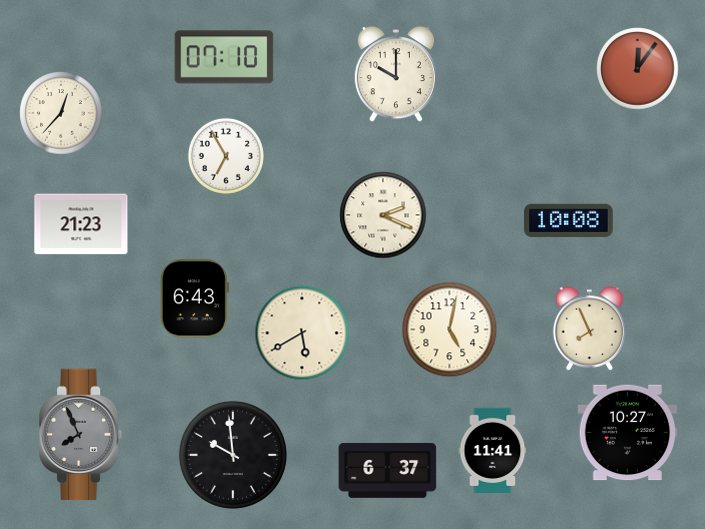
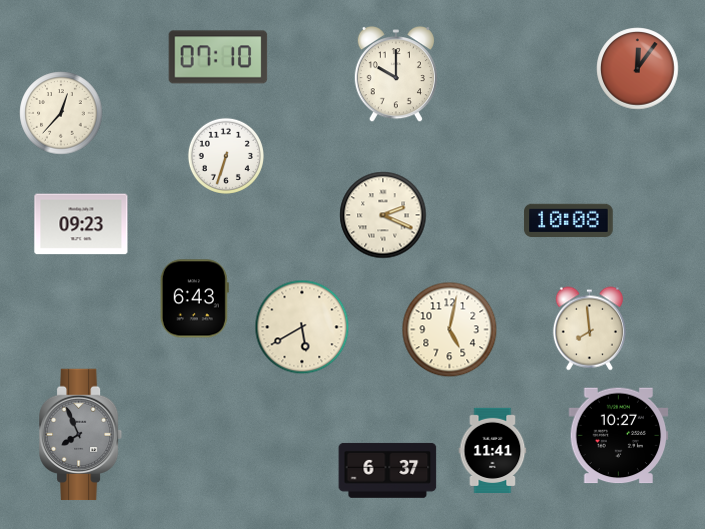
clock at (224, 57) position: (224, 57) -> (218, 57)
clock at (226, 156): 6:55 -> 6:33
clock at (81, 224): 21:23 -> 09:23
clock at (589, 329): 7:56 -> 7:59
clock at (302, 333) position: (302, 333) -> (302, 327)
clock at (628, 433) position: (628, 433) -> (619, 436)
clock at (233, 455): 9:59 -> none
